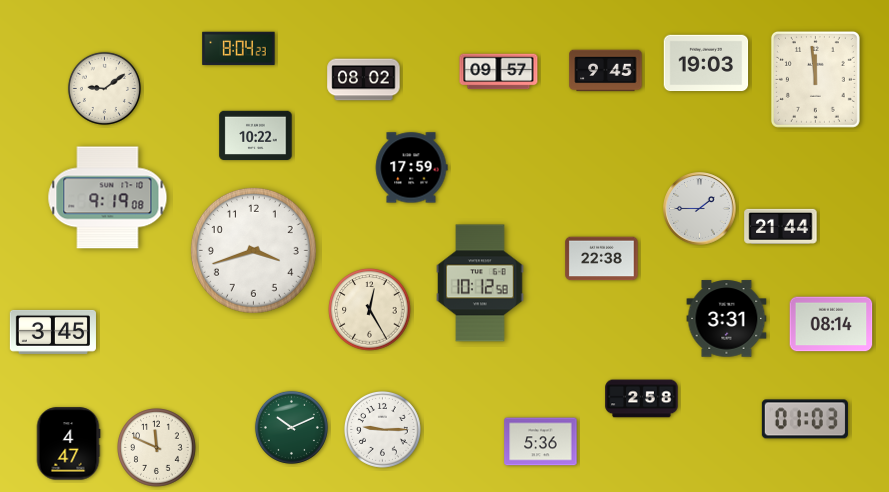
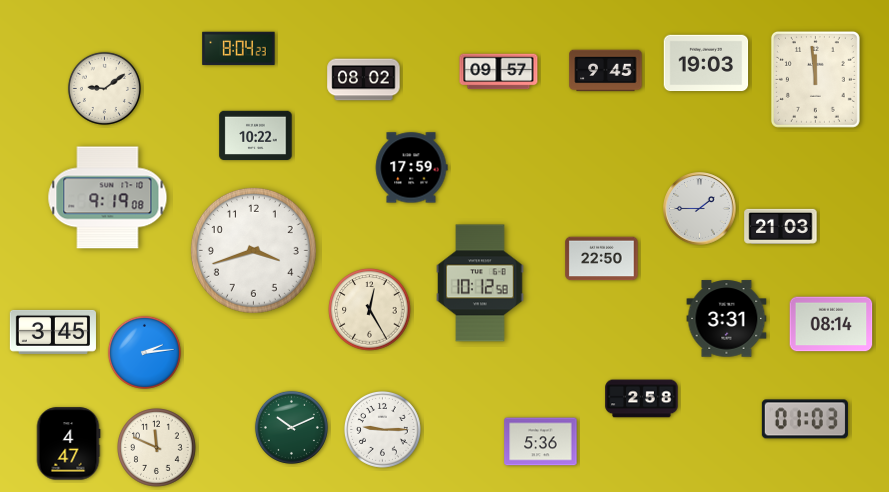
clock at (781, 226): 21:44 -> 21:03
clock at (602, 259): 22:38 -> 22:50
clock at (144, 352): none -> 2:14
